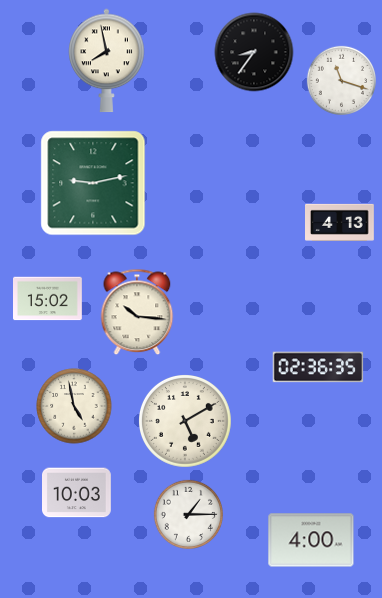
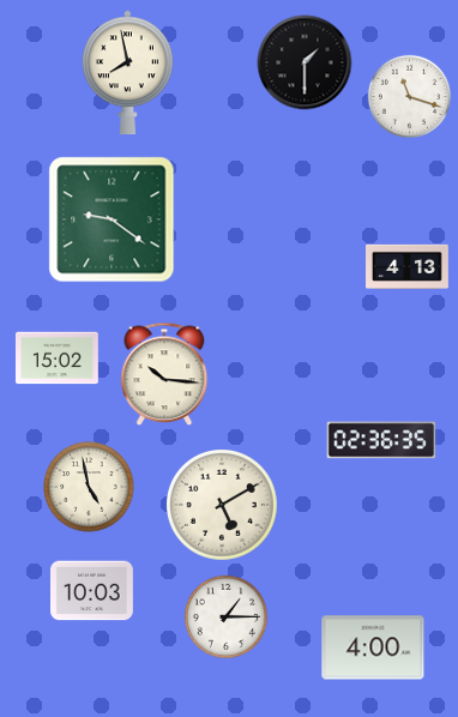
clock at (254, 52): 8:36 -> 1:30
clock at (93, 183): 9:13 -> 9:21
